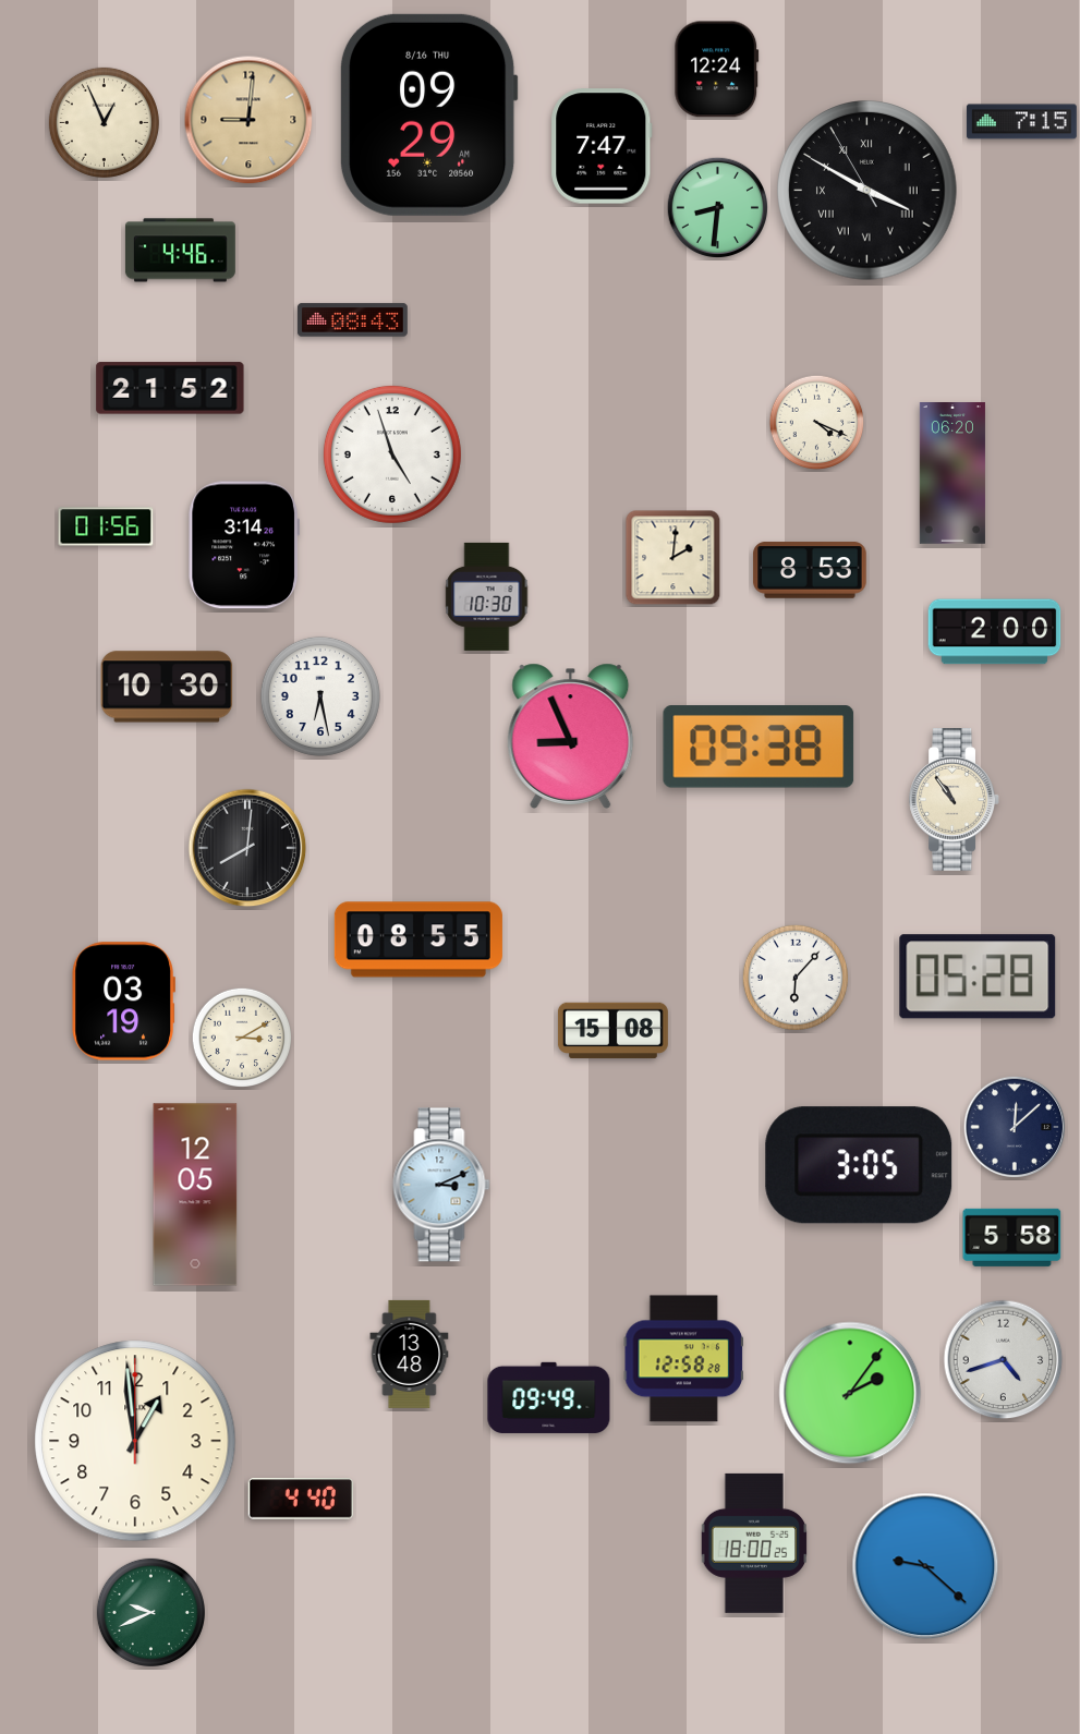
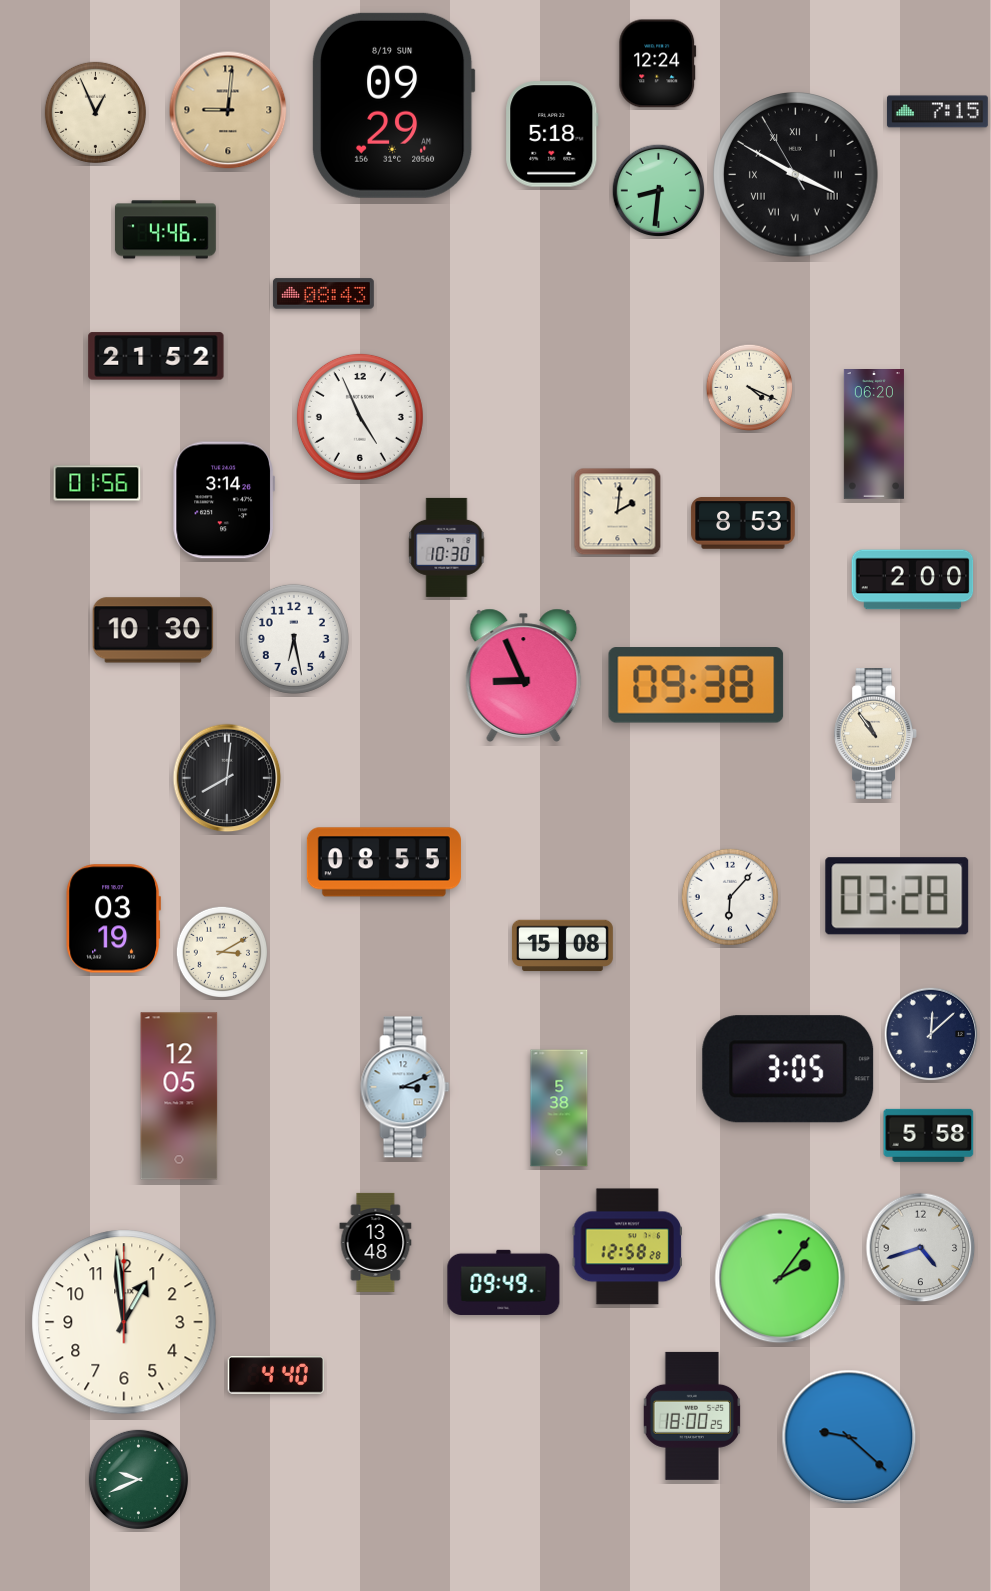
clock at (428, 114) date: 8/16 THU -> 8/19 SUN
clock at (602, 146): 7:47 -> 5:18
clock at (392, 454): 4:57 -> 4:56
clock at (978, 977): 05:28 -> 03:28
clock at (559, 1108): none -> 5:38
